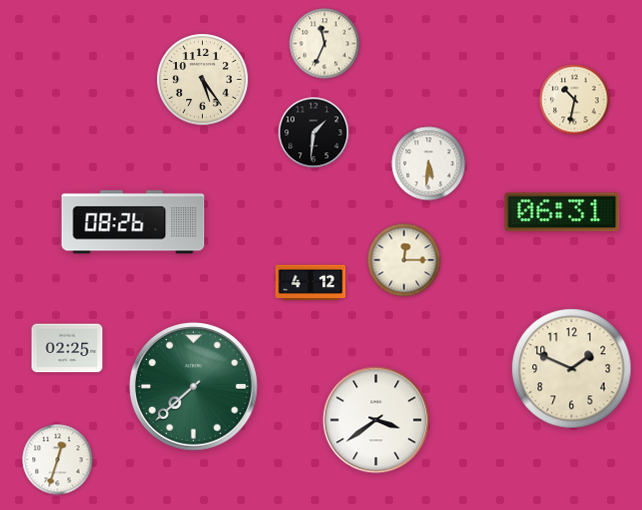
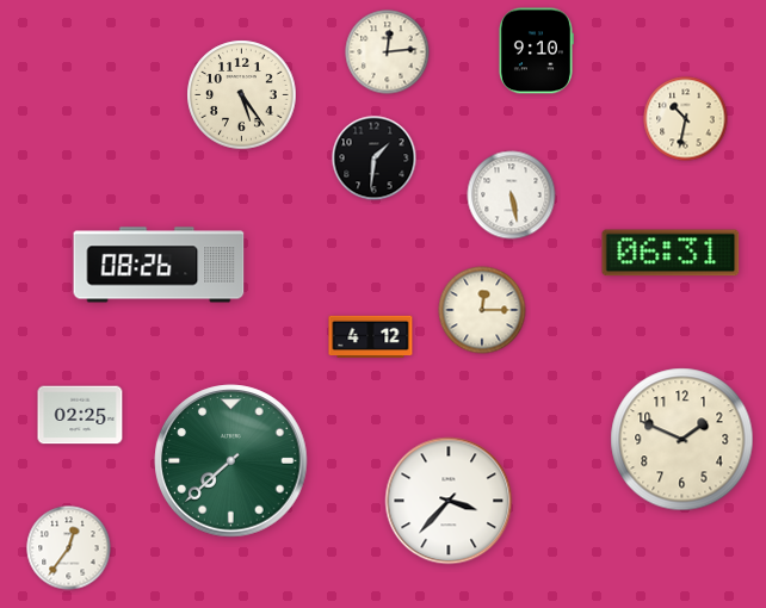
clock at (536, 51): none -> 9:10
clock at (325, 44): 11:34 -> 12:14
clock at (429, 164): 5:31 -> 5:28
clock at (376, 420): 3:39 -> 3:37
clock at (58, 460): 12:33 -> 12:36
